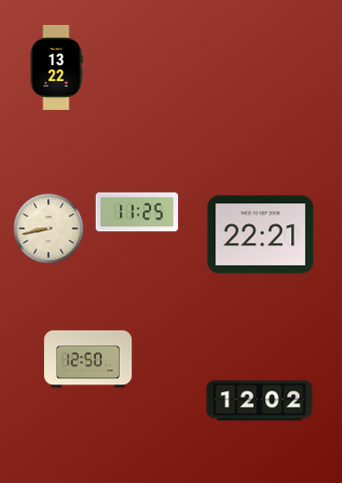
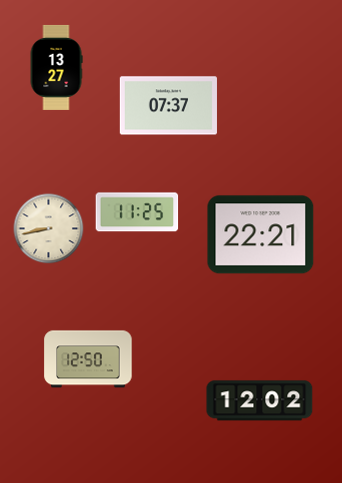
clock at (56, 67): 13:22 -> 13:27
clock at (168, 106): none -> 07:37
